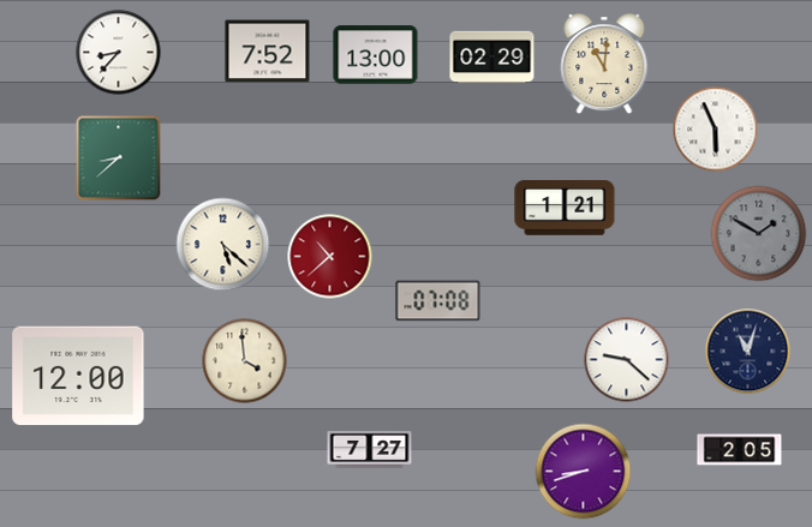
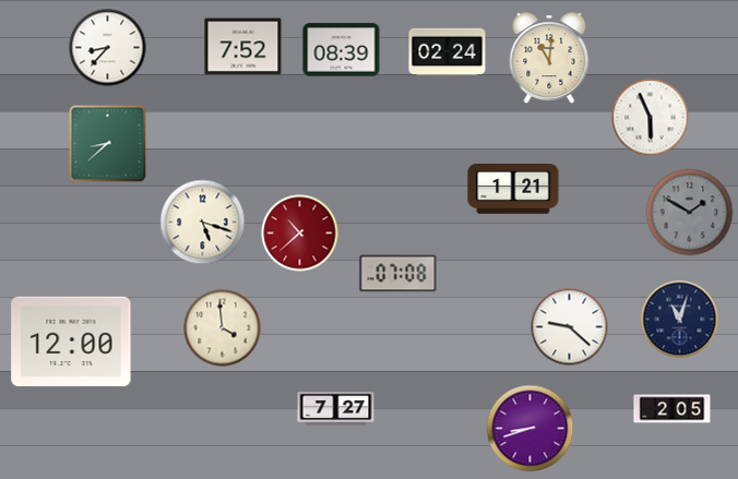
clock at (376, 55): 13:00 -> 08:39
clock at (492, 58): 02:29 -> 02:24
clock at (223, 245): 5:22 -> 5:18
